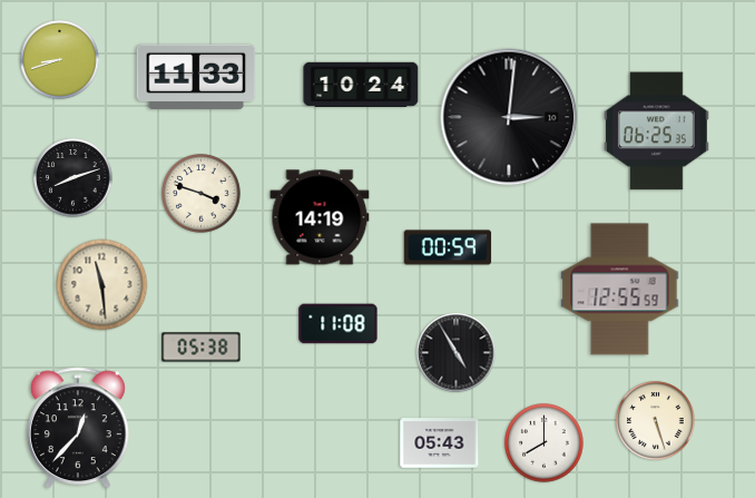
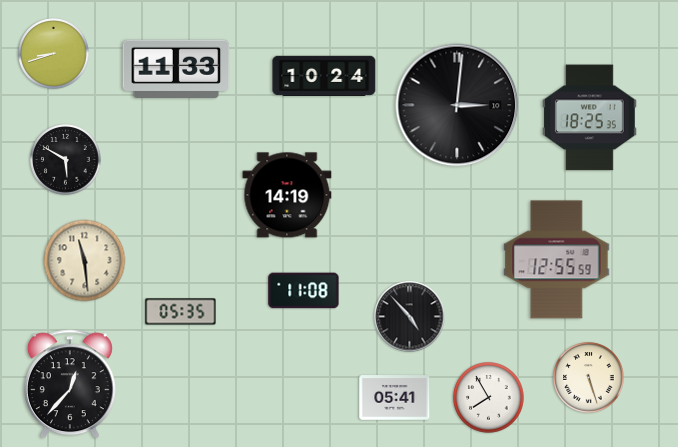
clock at (656, 131): 06:25 -> 18:25
clock at (73, 178): 8:12 -> 5:50
clock at (202, 194): 3:48 -> none
clock at (448, 247): 00:59 -> none
clock at (102, 285) position: (102, 285) -> (85, 261)
clock at (202, 348): 05:38 -> 05:35
clock at (457, 353): 4:55 -> 4:53
clock at (440, 443): 05:43 -> 05:41
clock at (545, 443): 8:00 -> 7:55
